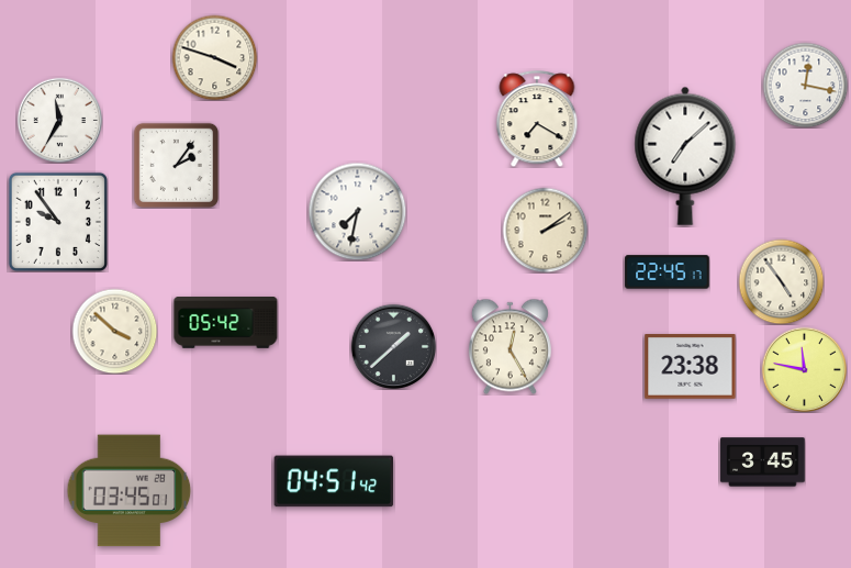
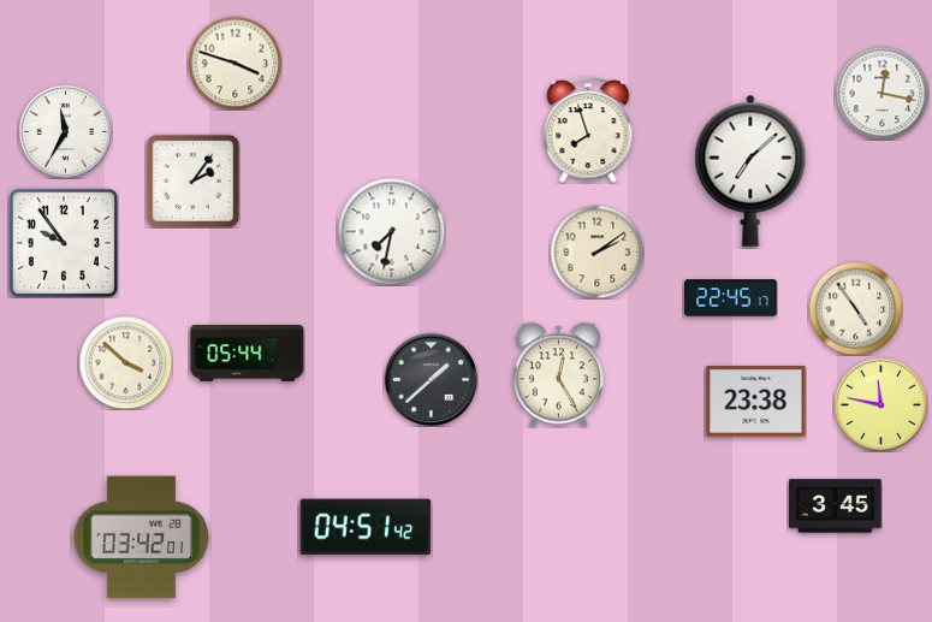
clock at (537, 119): 7:20 -> 7:57
clock at (226, 323): 05:42 -> 05:44
clock at (510, 346) position: (510, 346) -> (558, 374)
clock at (130, 491): 03:45 -> 03:42
